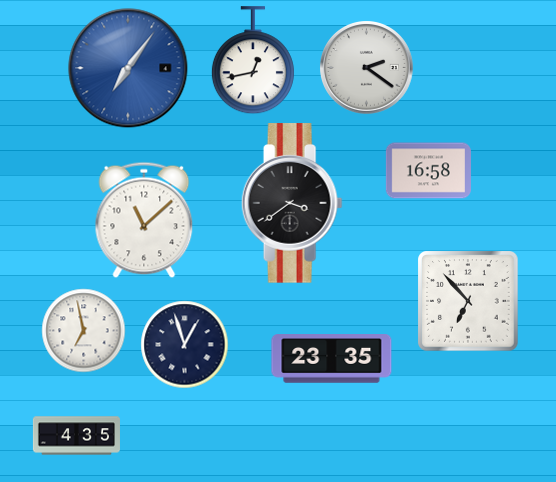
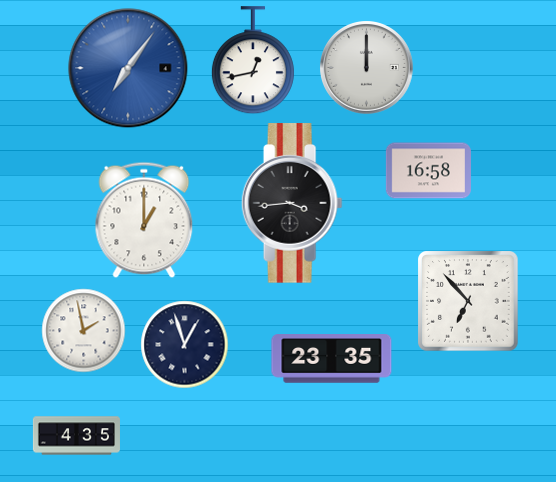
clock at (366, 67): 2:21 -> 12:00
clock at (292, 203): 3:39 -> 3:44
clock at (144, 220): 11:08 -> 1:00
clock at (83, 330): 6:58 -> 1:58
